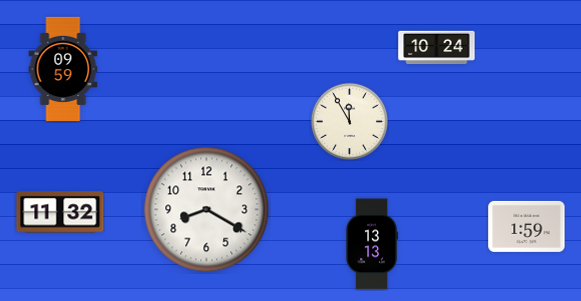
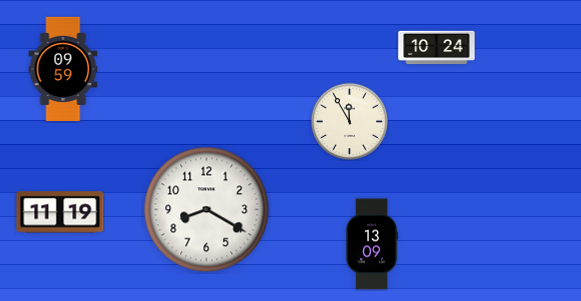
clock at (60, 212): 11:32 -> 11:19
clock at (527, 226): 1:59 -> none
clock at (372, 244): 13:13 -> 13:09
